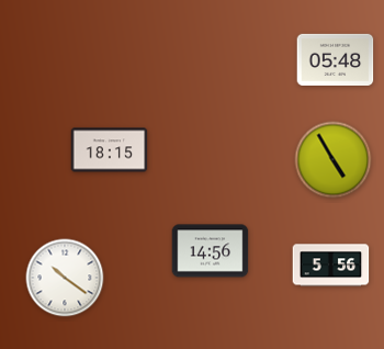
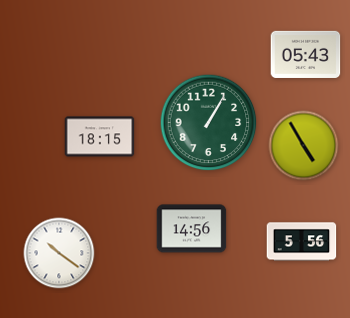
clock at (336, 59): 05:48 -> 05:43
clock at (209, 123): none -> 1:05
